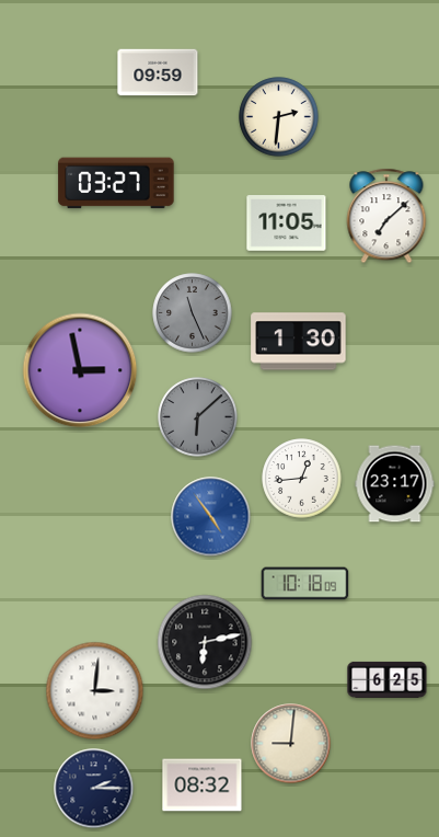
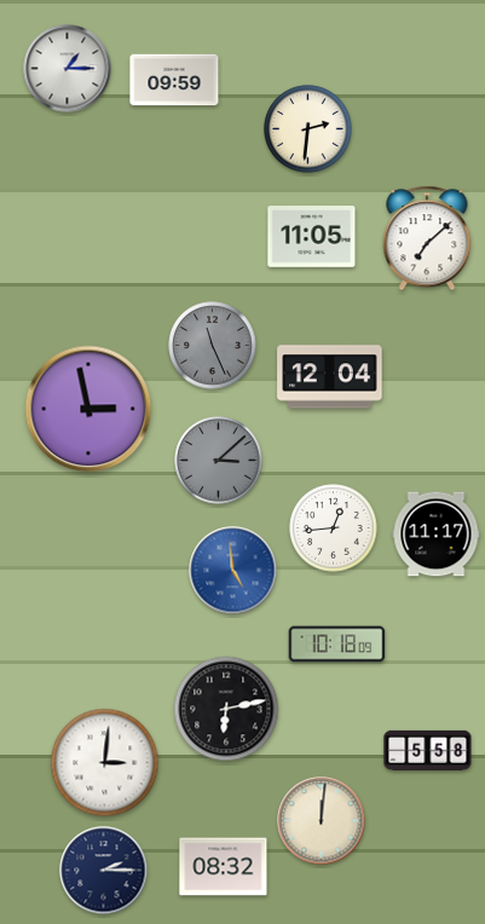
clock at (68, 69): none -> 1:15
clock at (116, 183): 03:27 -> none
clock at (287, 223) position: (287, 223) -> (312, 237)
clock at (299, 342): 1:30 -> 12:04
clock at (198, 417): 6:08 -> 3:08
clock at (395, 484): 23:17 -> 11:17
clock at (211, 517): 4:54 -> 4:59
clock at (388, 679): 6:25 -> 5:58
clock at (291, 744): 9:01 -> 12:01
